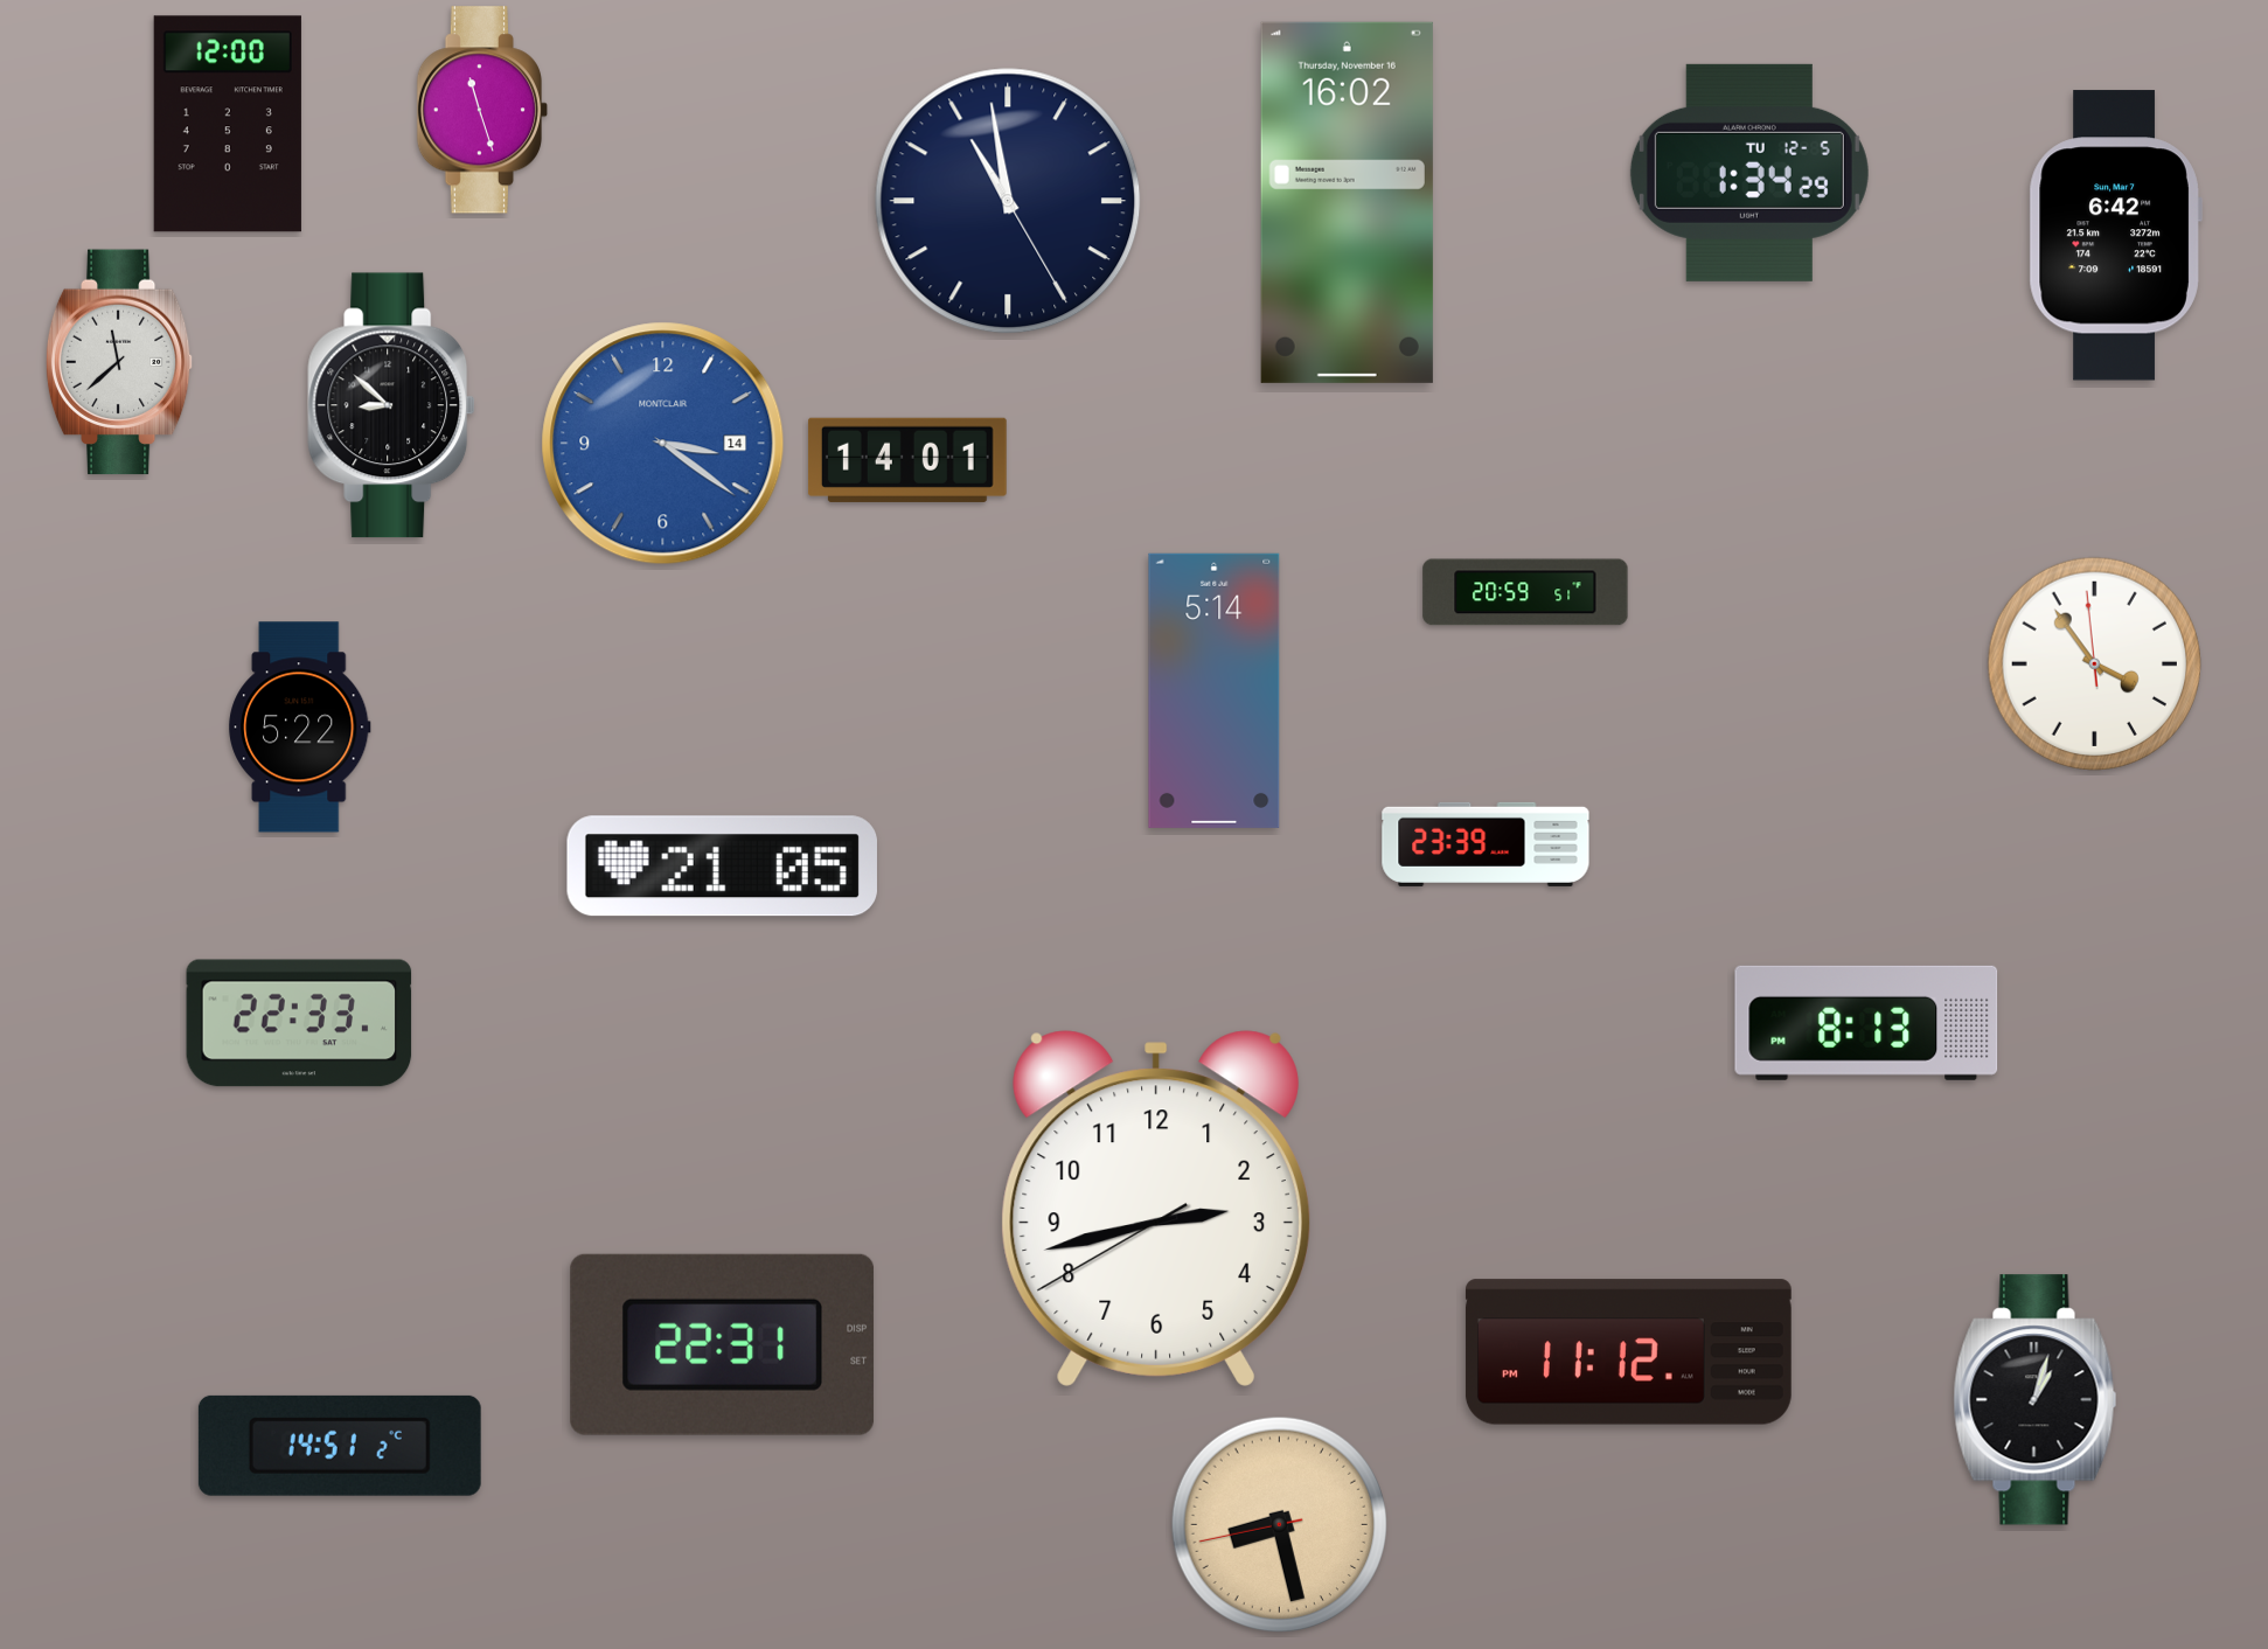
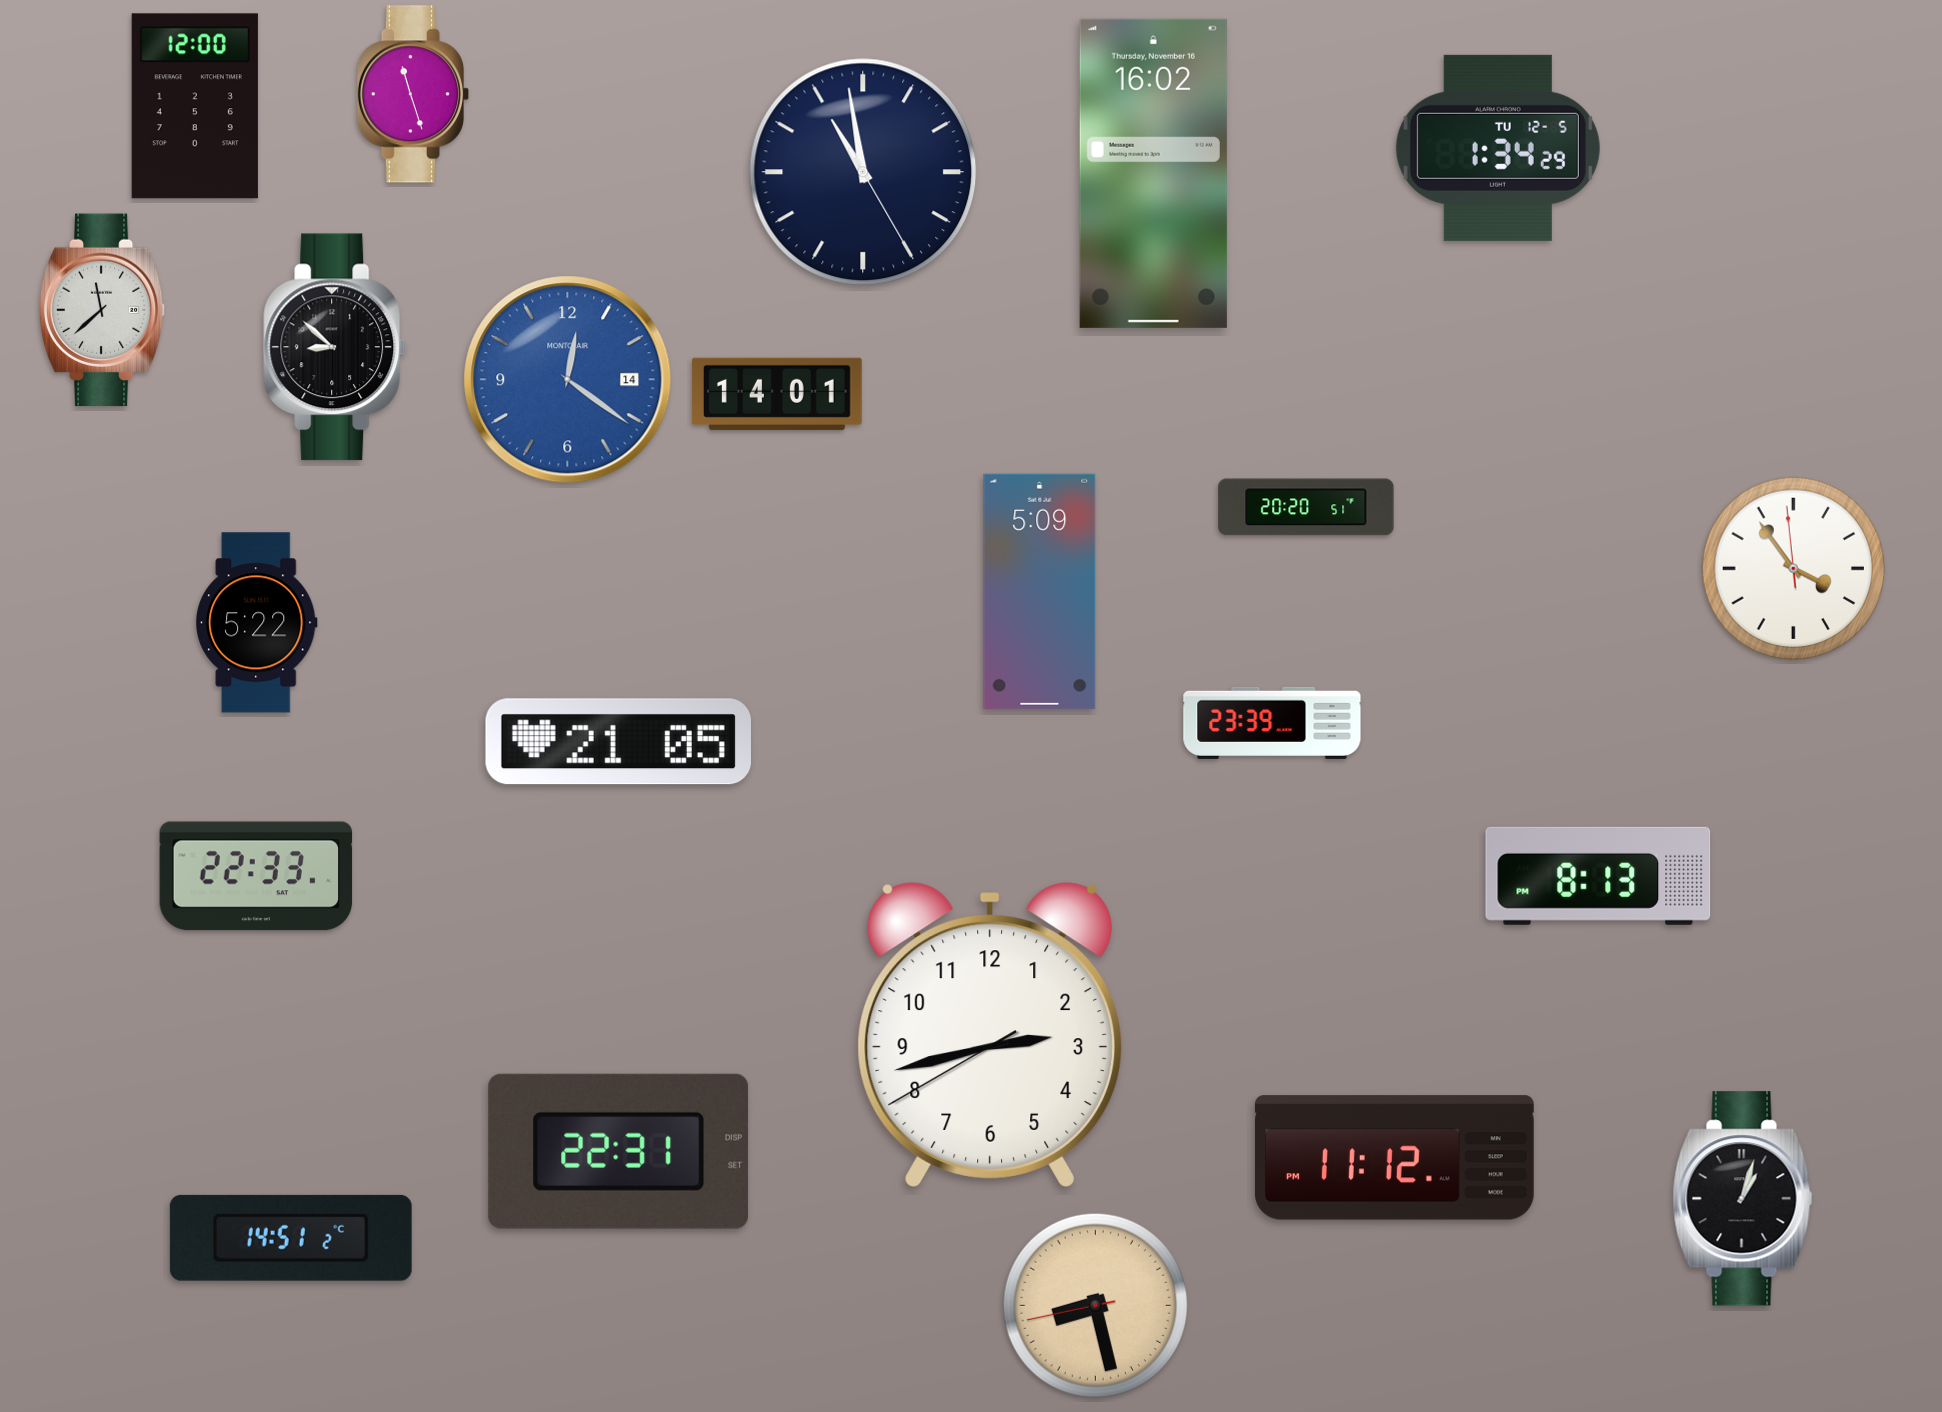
clock at (2115, 236): 6:42 -> none
clock at (663, 444): 3:21 -> 12:21
clock at (1525, 592): 20:59 -> 20:20
clock at (1215, 690): 5:14 -> 5:09
